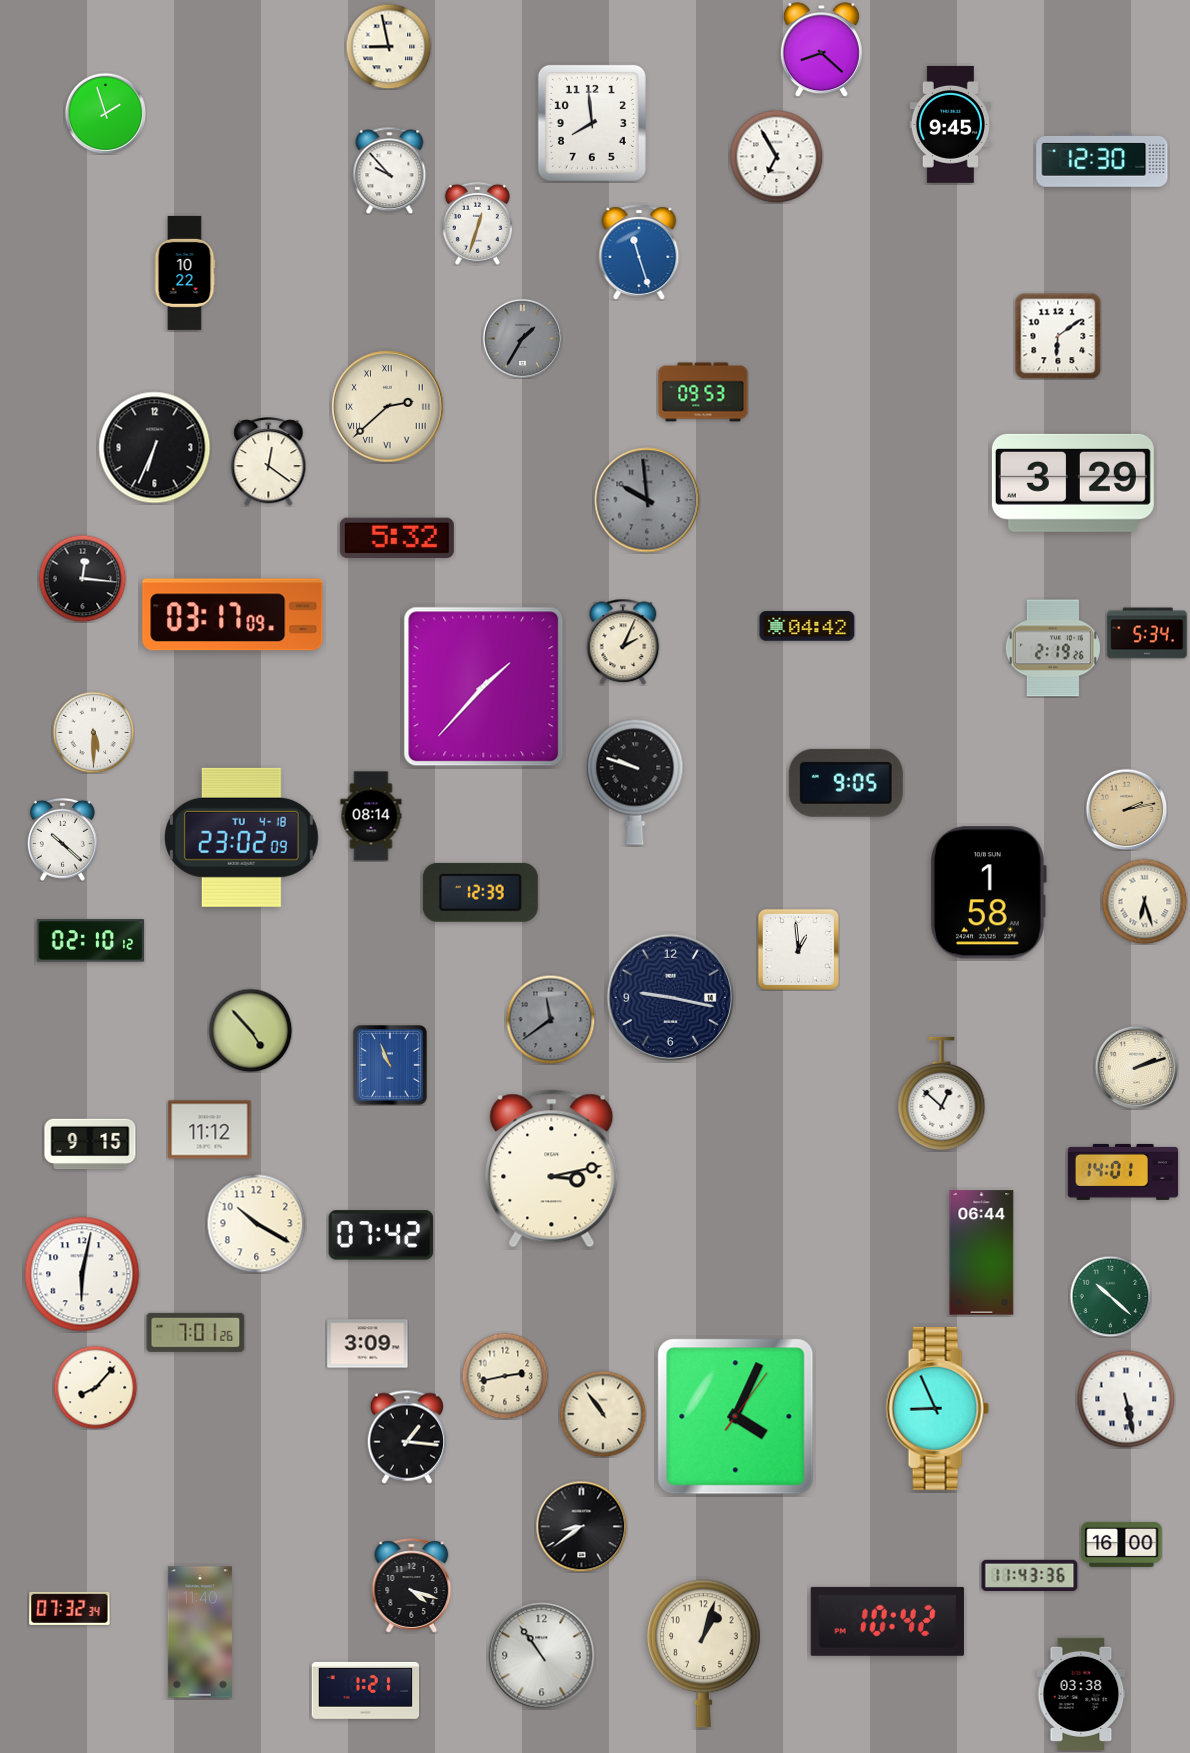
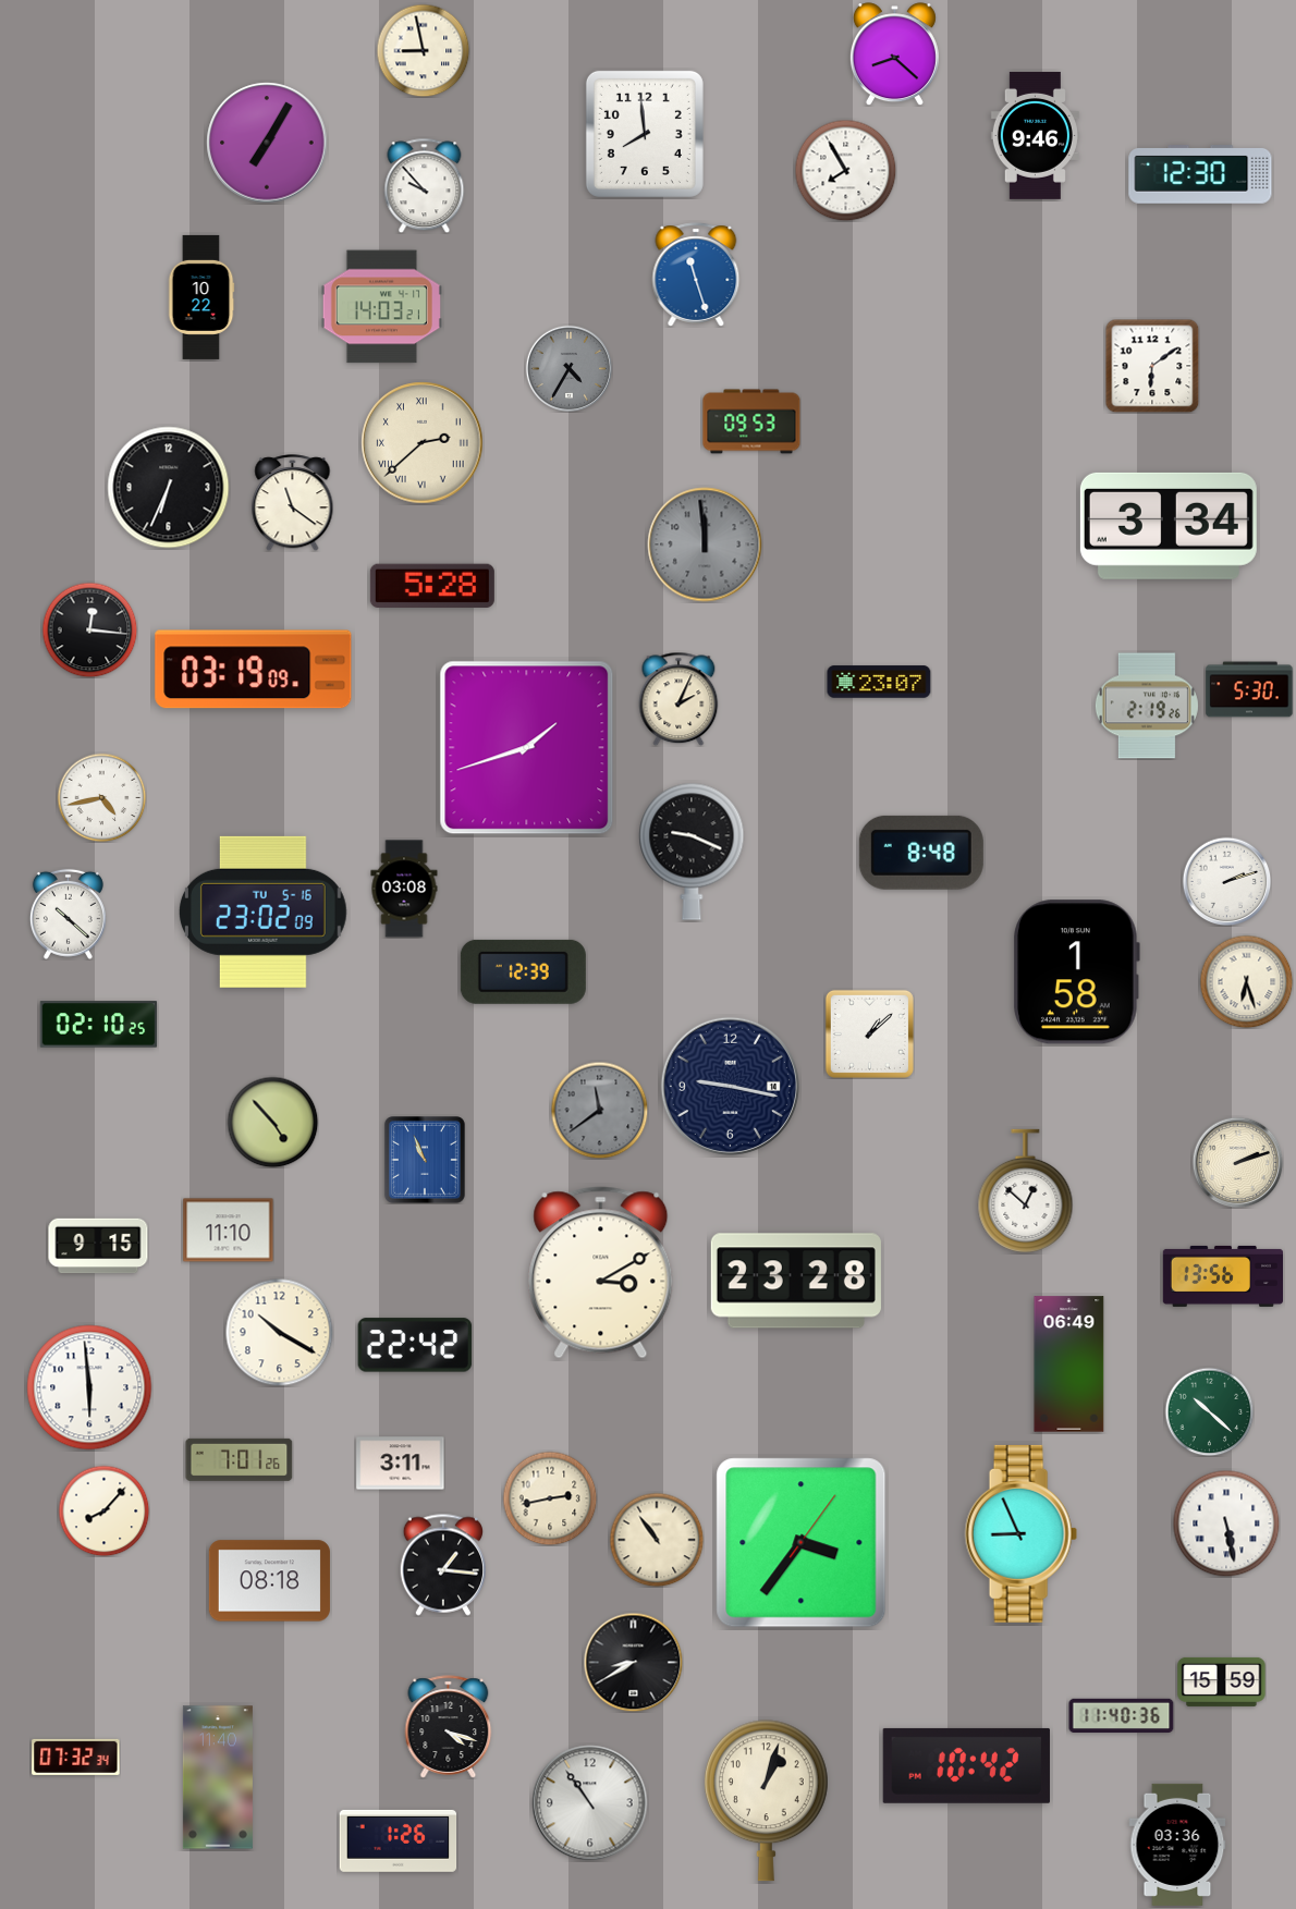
clock at (105, 113): 1:57 -> none
clock at (950, 124): 9:45 -> 9:46
clock at (267, 143): none -> 7:05
clock at (776, 156): 6:55 -> 7:55
clock at (477, 223): 12:33 -> none
clock at (381, 307): none -> 14:03
clock at (522, 338): 1:35 -> 4:35
clock at (703, 392) position: (703, 392) -> (751, 421)
clock at (269, 462): 12:21 -> 11:21
clock at (1073, 483): 3:29 -> 3:34
clock at (647, 500): 9:59 -> 11:59
clock at (397, 537): 5:32 -> 5:28
clock at (233, 615): 03:17 -> 03:19
clock at (807, 626): 04:42 -> 23:07
clock at (1147, 633): 5:34 -> 5:30
clock at (484, 687): 1:37 -> 1:42
clock at (93, 732): 5:30 -> 4:43
clock at (635, 782): 9:48 -> 9:19
clock at (846, 783): 9:05 -> 8:48
clock at (1126, 809): 2:13 -> 2:12
clock at (1126, 809) dial: champagne -> white
clock at (371, 816): 08:14 -> 03:08
clock at (241, 837) date: TU 4-18 -> TU 5-16
clock at (91, 941): 02:10:12 -> 02:10:25
clock at (798, 949): 12:59 -> 1:08
clock at (210, 1130): 11:12 -> 11:10
clock at (552, 1169): 3:13 -> 3:10
clock at (1122, 1172): 14:01 -> 13:56
clock at (796, 1281): none -> 23:28
clock at (381, 1235): 07:42 -> 22:42
clock at (982, 1253): 06:44 -> 06:49
clock at (82, 1274): 6:02 -> 5:59
clock at (196, 1332) position: (196, 1332) -> (240, 1459)
clock at (368, 1344): 3:09 -> 3:11
clock at (736, 1417): 4:04 -> 3:36
clock at (269, 1581): none -> 08:18
clock at (581, 1526): 8:39 -> 8:40
clock at (1122, 1544): 16:00 -> 15:59
clock at (1030, 1575): 11:43 -> 11:40
clock at (70, 1608) position: (70, 1608) -> (76, 1757)
clock at (366, 1690): 1:21 -> 1:26
clock at (1081, 1694): 03:38 -> 03:36
